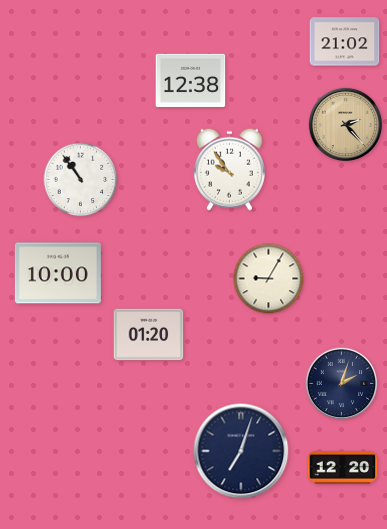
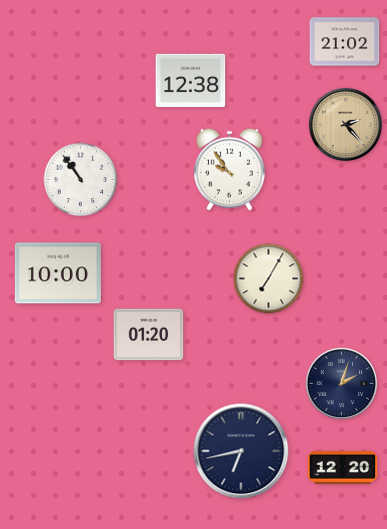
clock at (269, 279): 9:05 -> 7:05
clock at (241, 451): 7:03 -> 6:43
